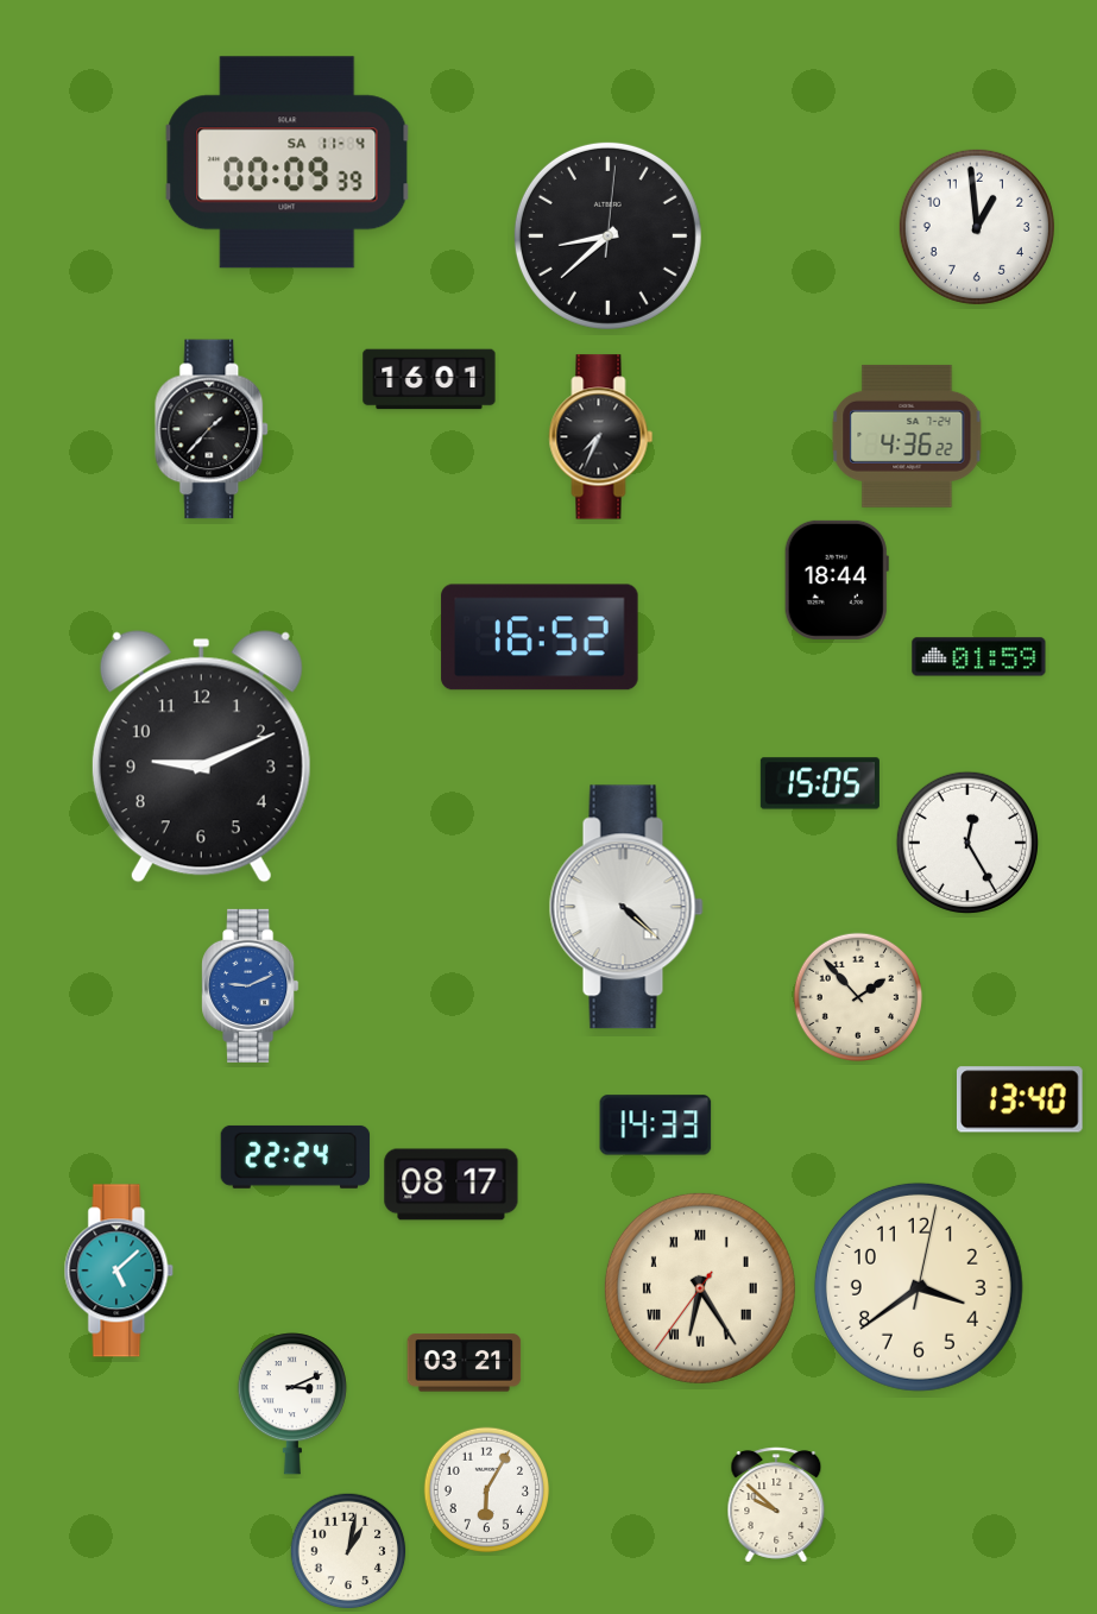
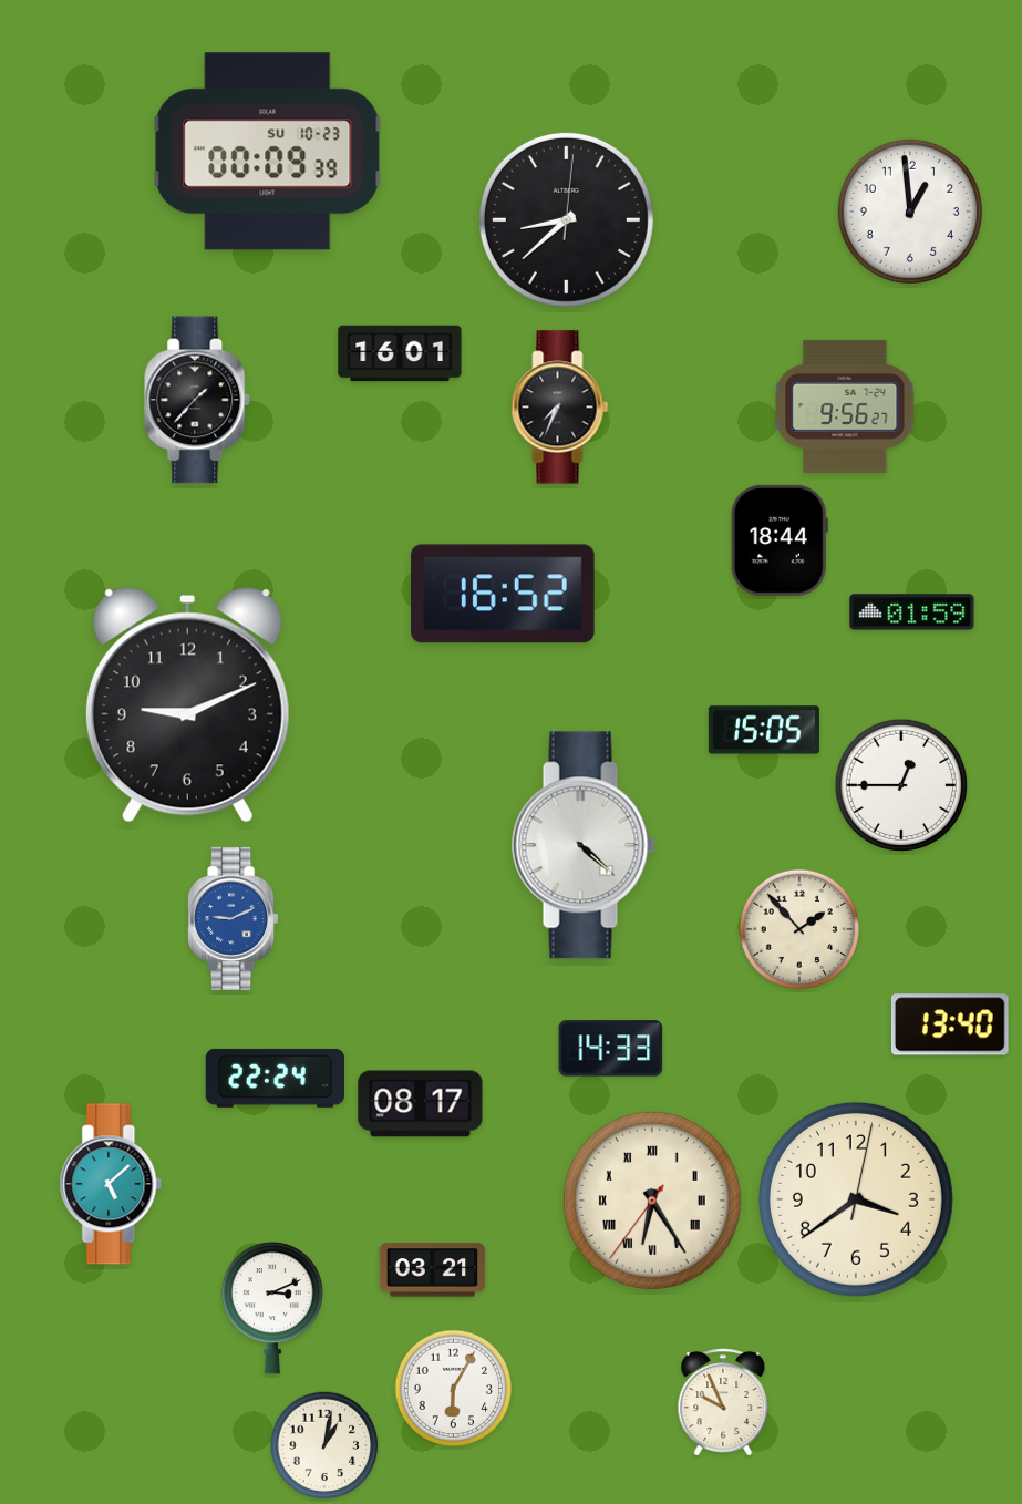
clock at (288, 163) date: SA 11-4 -> SU 10-23
clock at (907, 436): 4:36 -> 9:56
clock at (967, 843): 12:25 -> 12:45
clock at (776, 1505): 9:52 -> 9:56
